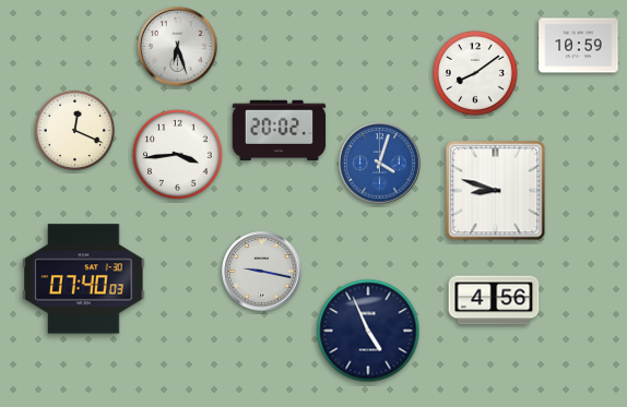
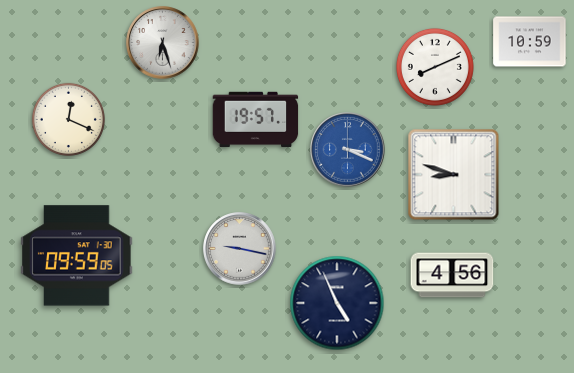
clock at (475, 73): 8:09 -> 8:11
clock at (280, 131): 20:02 -> 19:57
clock at (178, 155): 3:44 -> none
clock at (380, 164): 4:03 -> 3:19
clock at (84, 279): 07:40 -> 09:59
